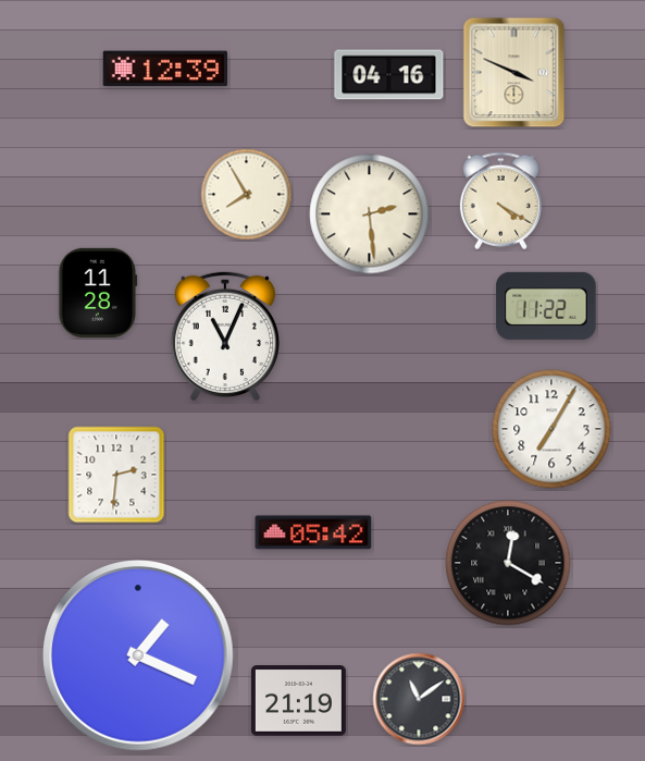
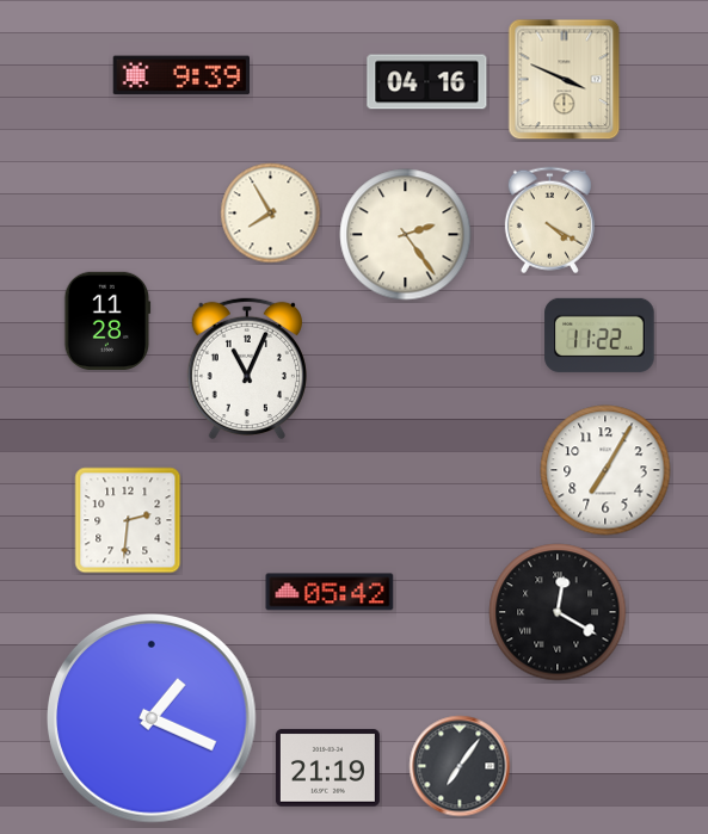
clock at (164, 69): 12:39 -> 9:39
clock at (370, 214): 2:29 -> 2:24
clock at (313, 532) position: (313, 532) -> (330, 592)
clock at (508, 563) position: (508, 563) -> (558, 612)
clock at (419, 699): 11:09 -> 7:06
